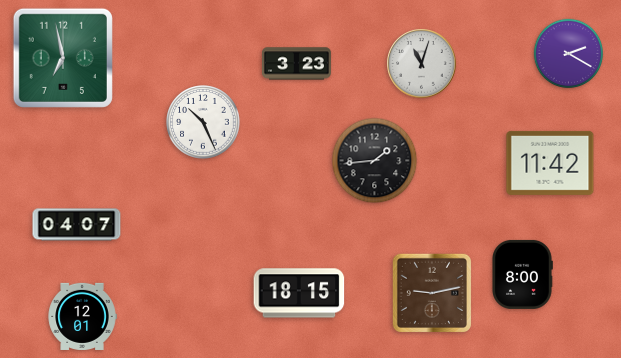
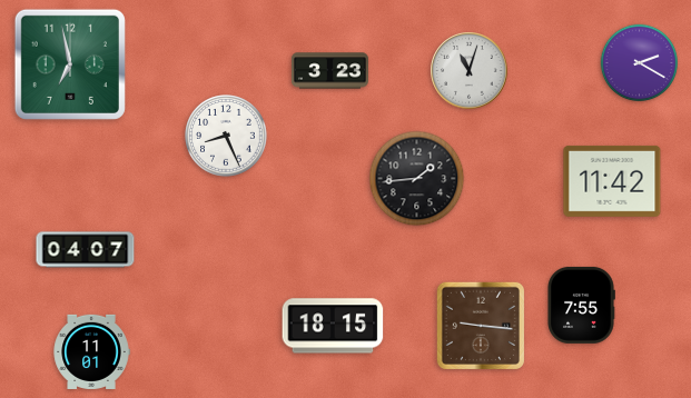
clock at (569, 54) position: (569, 54) -> (640, 63)
clock at (203, 122): 10:26 -> 8:26
clock at (522, 274): 8:00 -> 7:55
clock at (432, 293): 9:13 -> 9:16
clock at (82, 316): 12:01 -> 11:01
